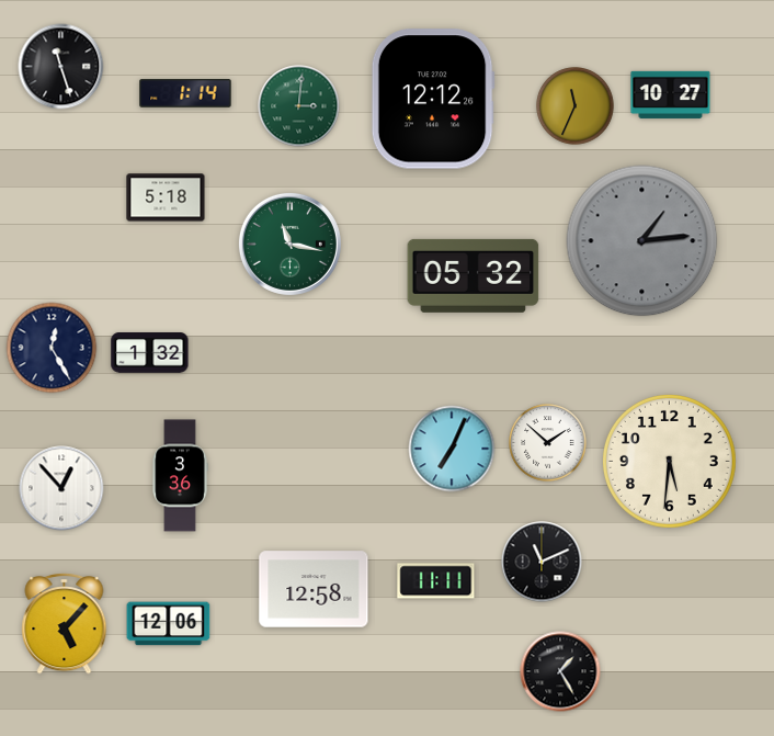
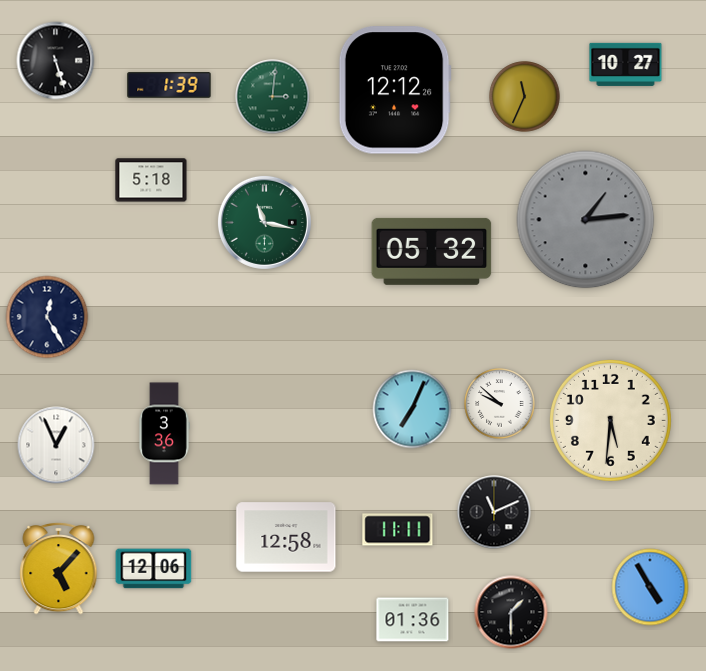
clock at (61, 67): 11:27 -> 5:27
clock at (185, 93): 1:14 -> 1:39
clock at (671, 94) position: (671, 94) -> (626, 64)
clock at (150, 353): 1:32 -> none
clock at (548, 443): 1:52 -> 9:52
clock at (61, 488): 12:53 -> 12:56
clock at (650, 587): none -> 4:55
clock at (560, 671): 1:25 -> 1:30
clock at (413, 620): none -> 01:36
